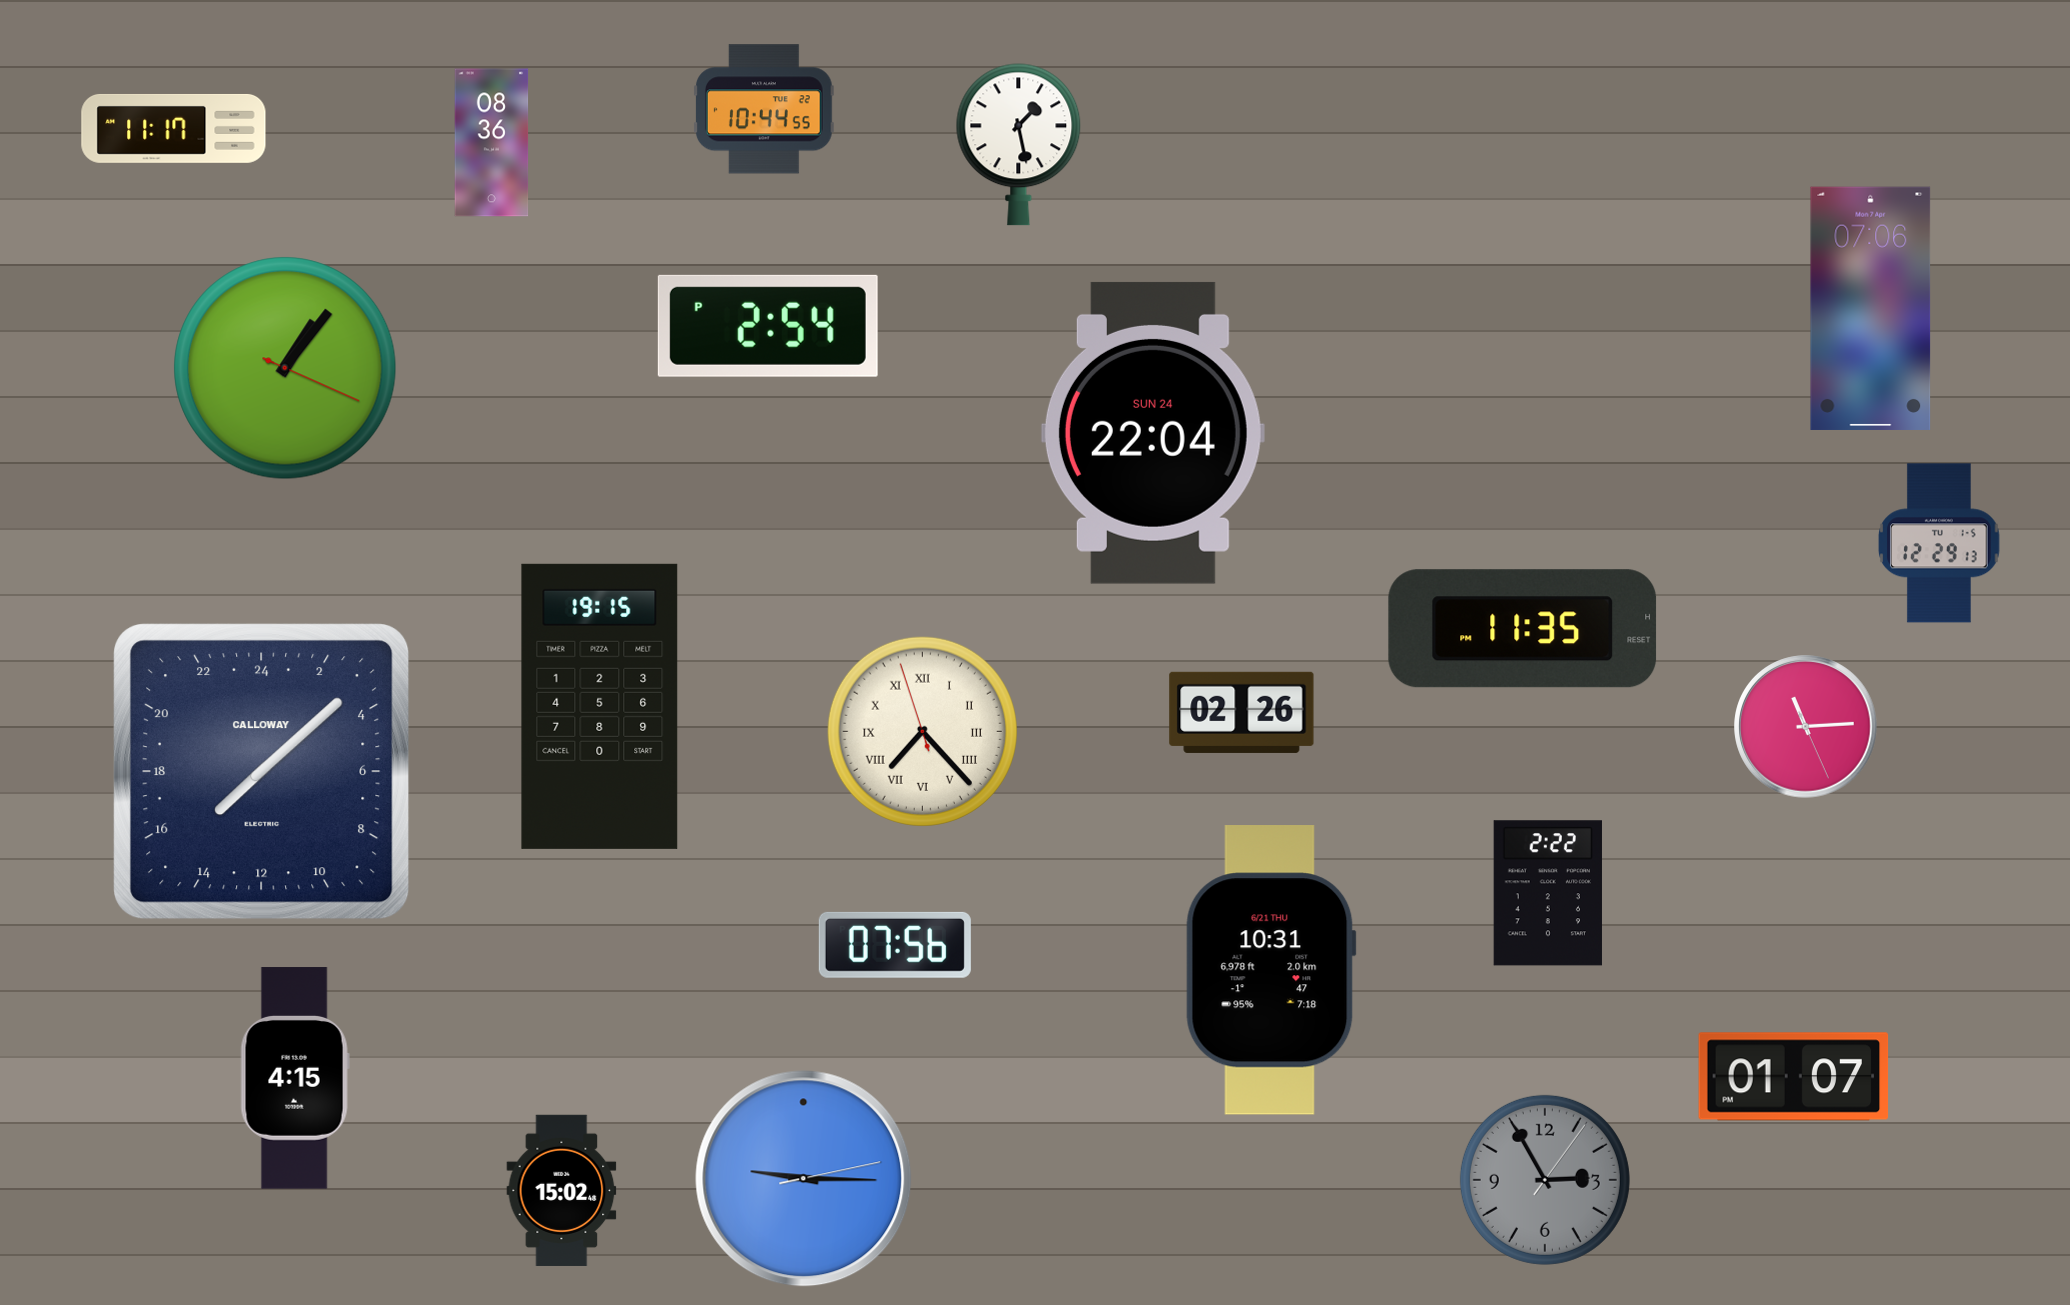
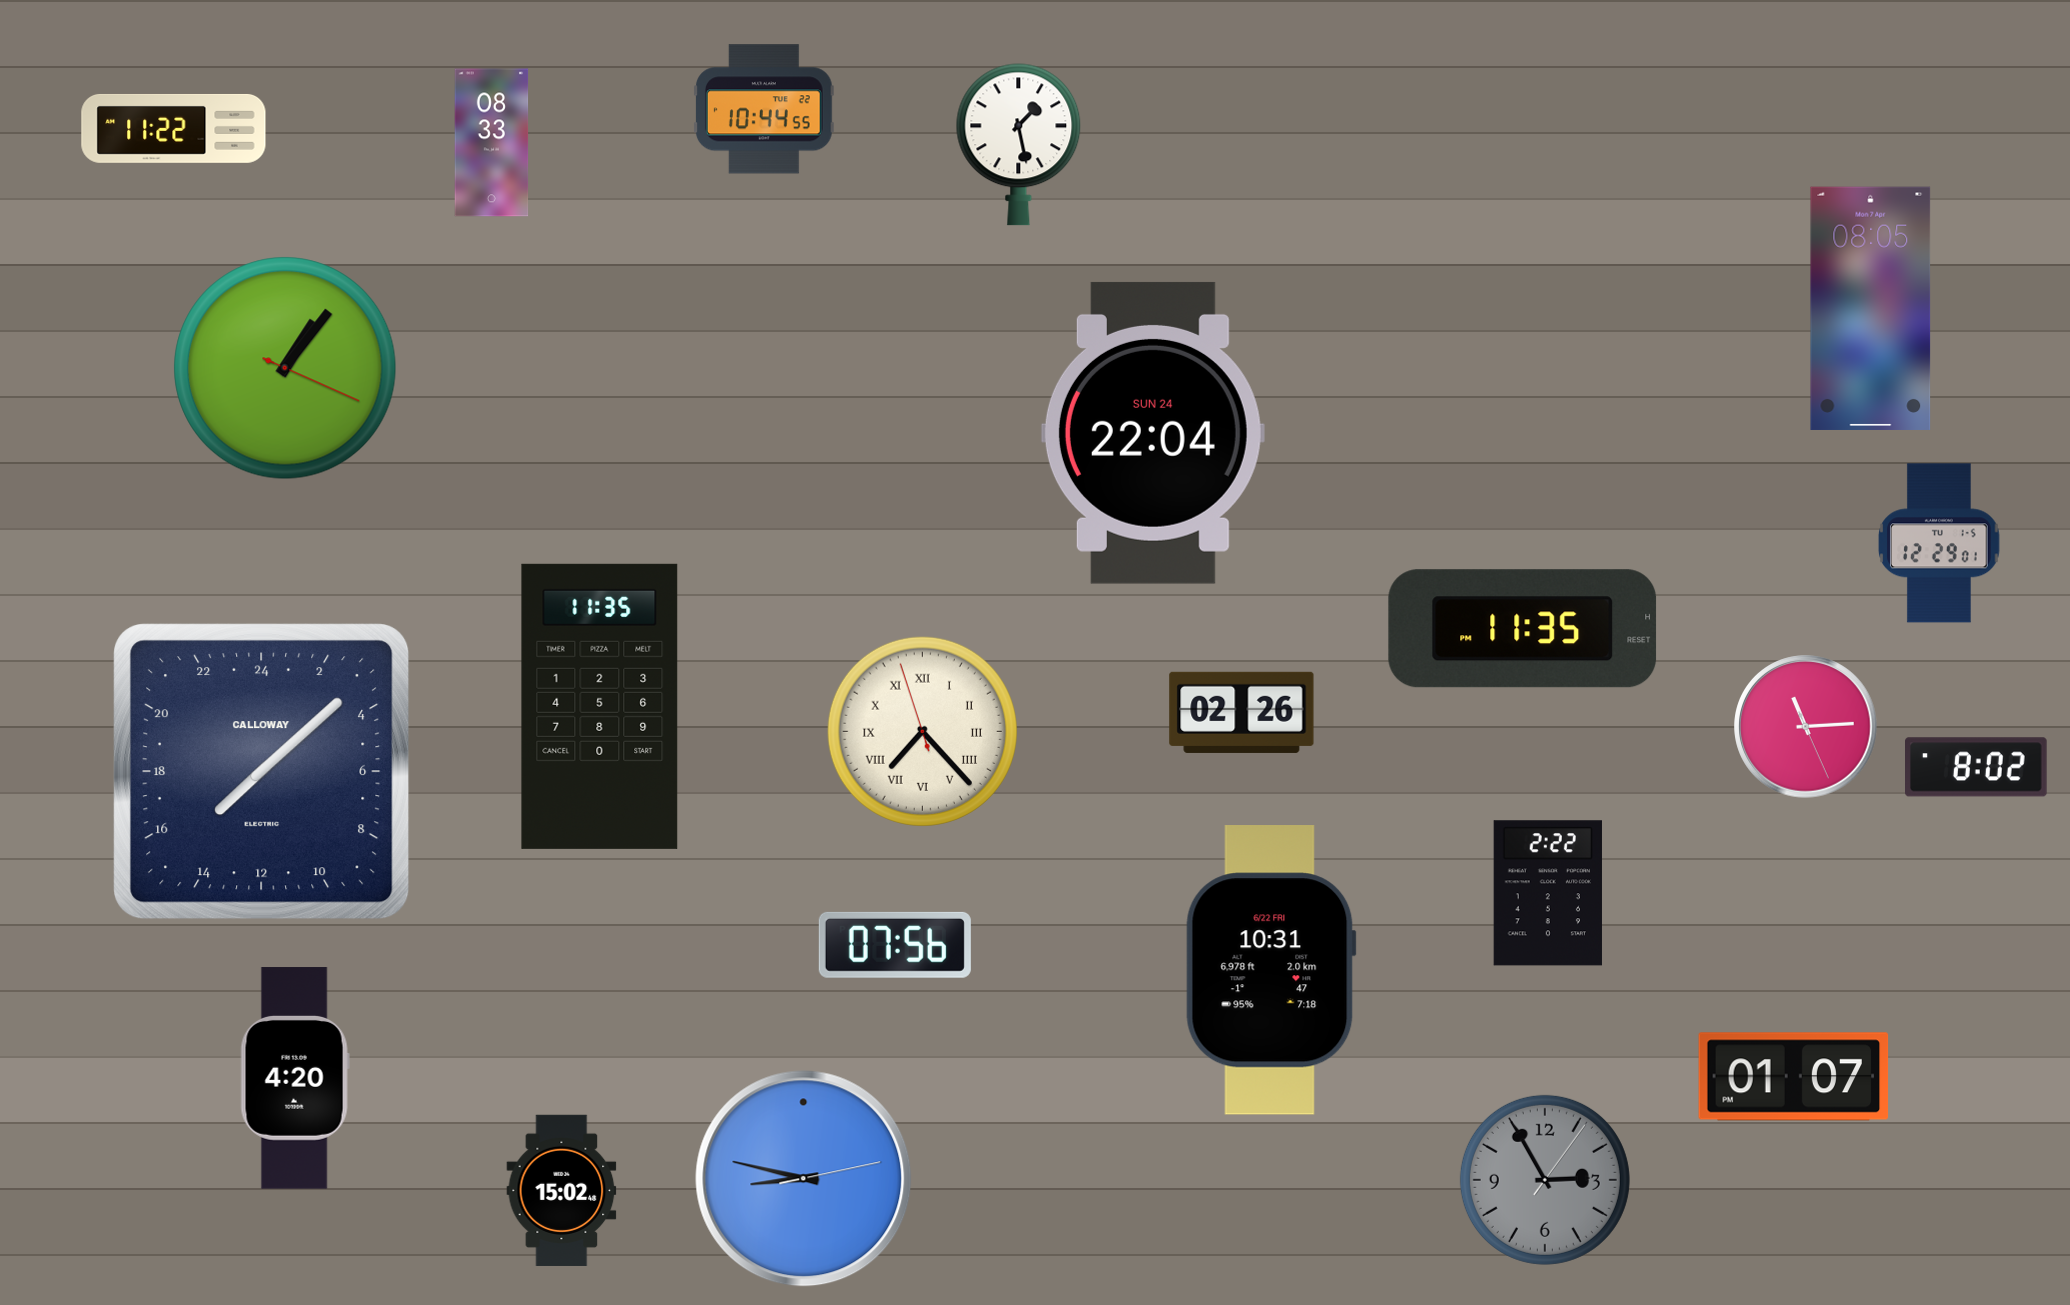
clock at (174, 128): 11:17 -> 11:22
clock at (492, 143): 08:36 -> 08:33
clock at (1871, 308): 07:06 -> 08:05
clock at (768, 326): 2:54 -> none
clock at (1939, 543): 12:29:13 -> 12:29:01
clock at (600, 706): 19:15 -> 11:35
clock at (1977, 767): none -> 8:02
clock at (1271, 970) date: 6/21 THU -> 6/22 FRI
clock at (295, 1078): 4:15 -> 4:20
clock at (804, 1179): 9:15 -> 8:47
